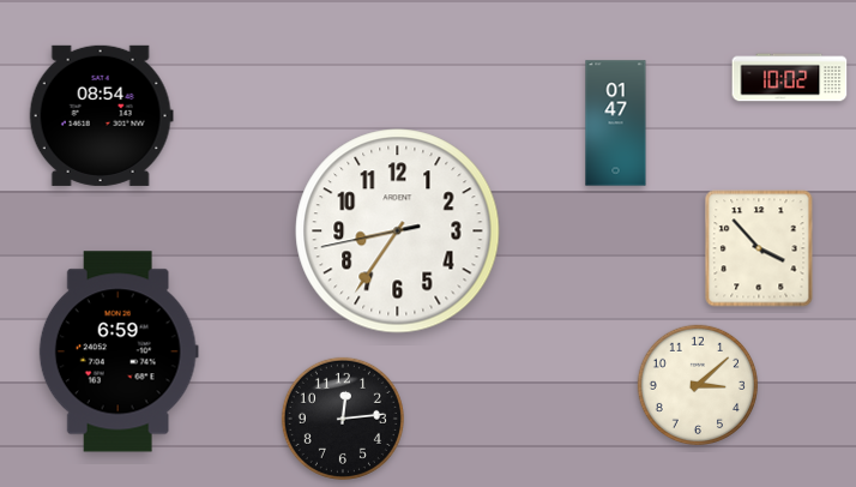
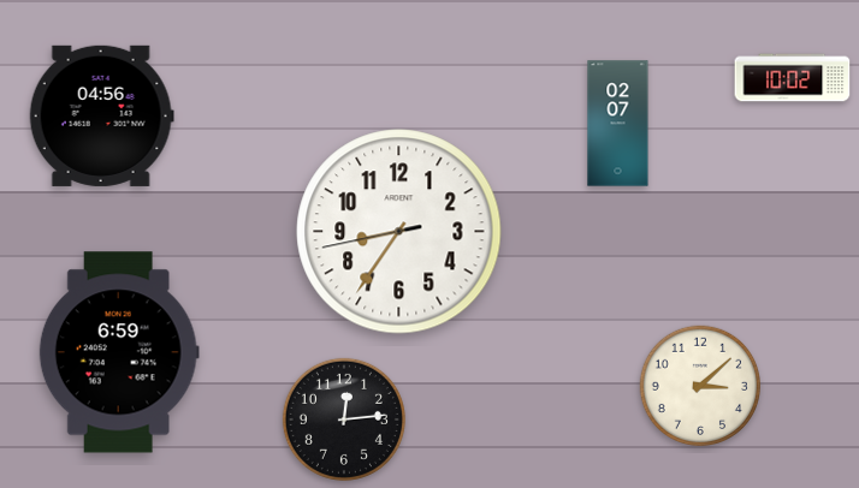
clock at (101, 115): 08:54 -> 04:56
clock at (616, 124): 01:47 -> 02:07
clock at (759, 248): 3:53 -> none
